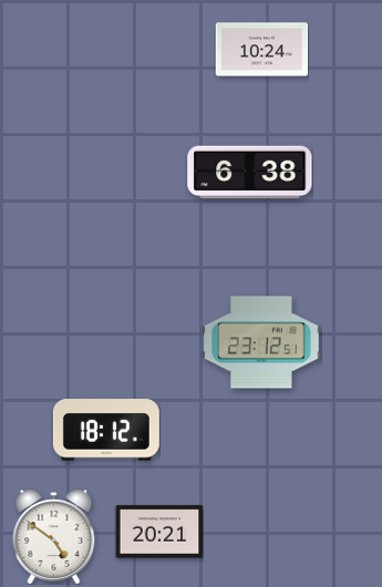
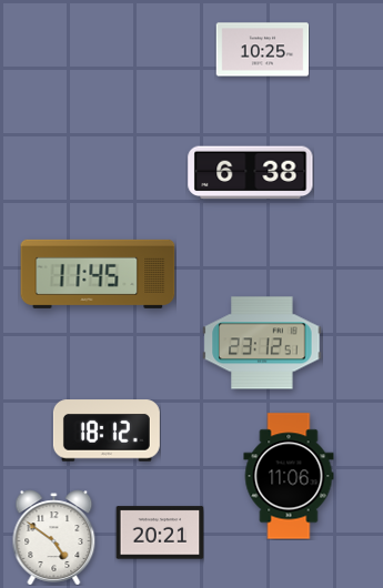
clock at (261, 50): 10:24 -> 10:25
clock at (98, 274): none -> 11:45
clock at (289, 476): none -> 11:06
